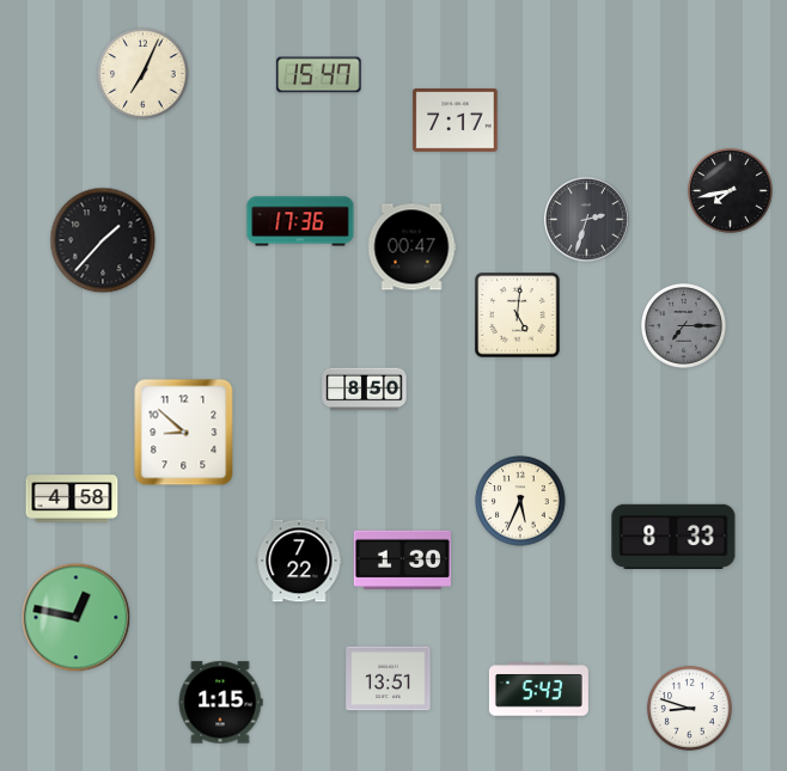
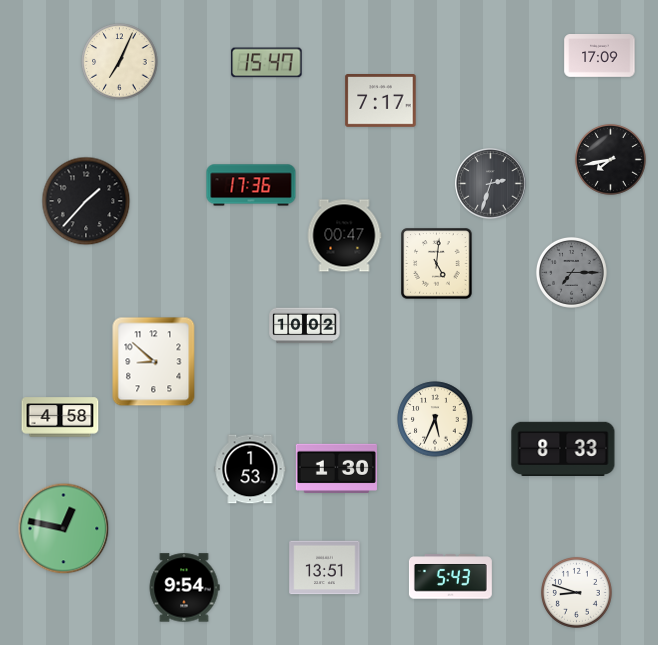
clock at (600, 56): none -> 17:09
clock at (411, 247) position: (411, 247) -> (344, 236)
clock at (518, 316) position: (518, 316) -> (437, 264)
clock at (365, 390): 8:50 -> 10:02
clock at (299, 561): 7:22 -> 1:53
clock at (77, 618) position: (77, 618) -> (64, 529)
clock at (220, 703): 1:15 -> 9:54
